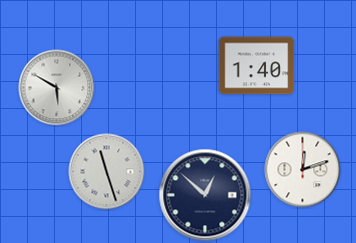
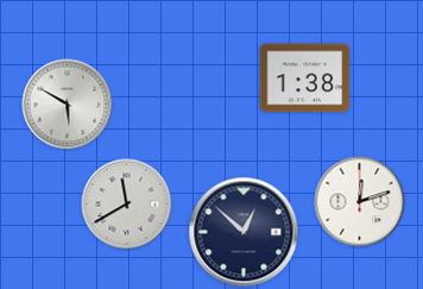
clock at (257, 66): 1:40 -> 1:38
clock at (107, 172): 11:27 -> 11:40
